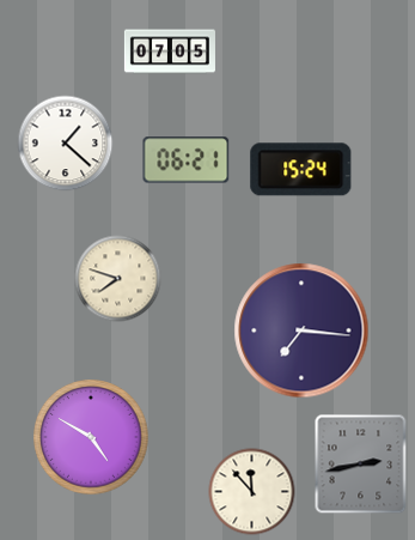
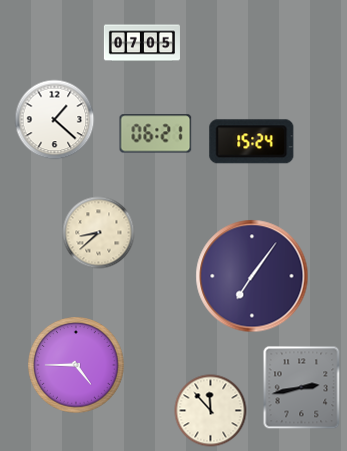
clock at (118, 279): 7:48 -> 8:38
clock at (301, 330): 7:16 -> 7:06
clock at (91, 437): 4:50 -> 4:45
